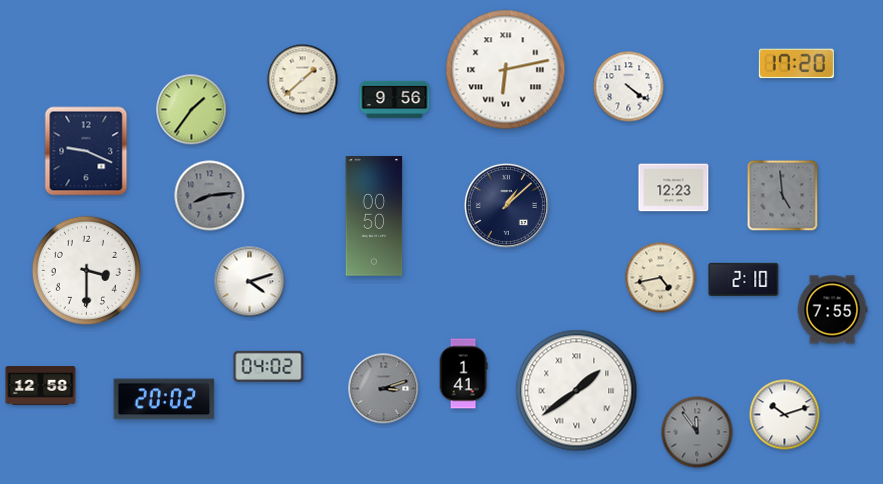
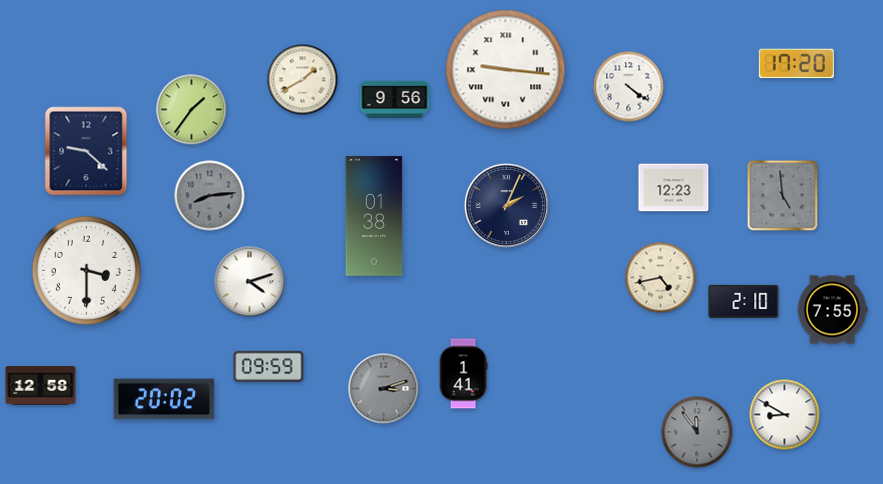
clock at (506, 70): 6:13 -> 9:16
clock at (303, 80): 1:38 -> 1:40
clock at (86, 151): 9:19 -> 9:22
clock at (506, 205): 1:08 -> 2:04
clock at (374, 216): 00:50 -> 01:38
clock at (744, 279) position: (744, 279) -> (744, 301)
clock at (269, 366): 04:02 -> 09:59
clock at (577, 391): 1:39 -> none
clock at (785, 415): 10:12 -> 8:50
